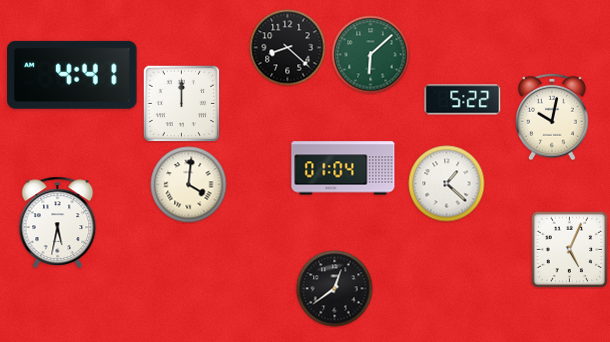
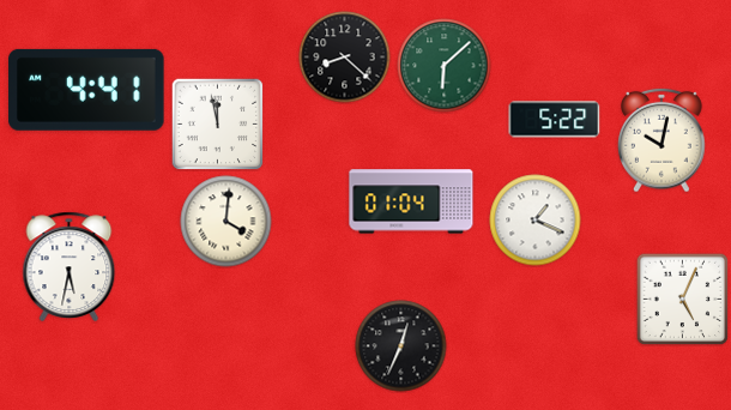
clock at (181, 104): 12:00 -> 11:58
clock at (447, 184): 1:22 -> 1:19
clock at (335, 289): 12:39 -> 12:34
